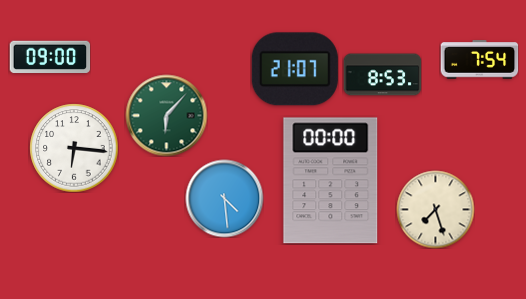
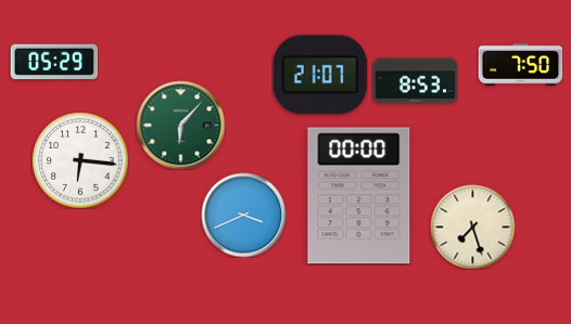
clock at (50, 57): 09:00 -> 05:29
clock at (479, 60): 7:54 -> 7:50
clock at (224, 198): 4:29 -> 3:41
